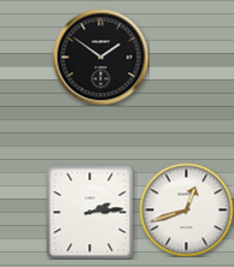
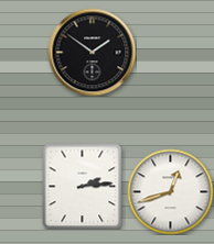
clock at (90, 212) position: (90, 212) -> (83, 186)
